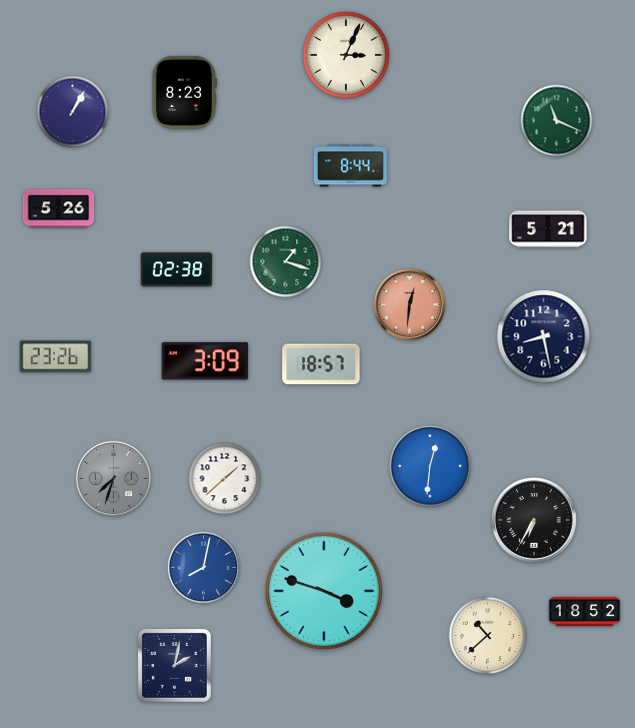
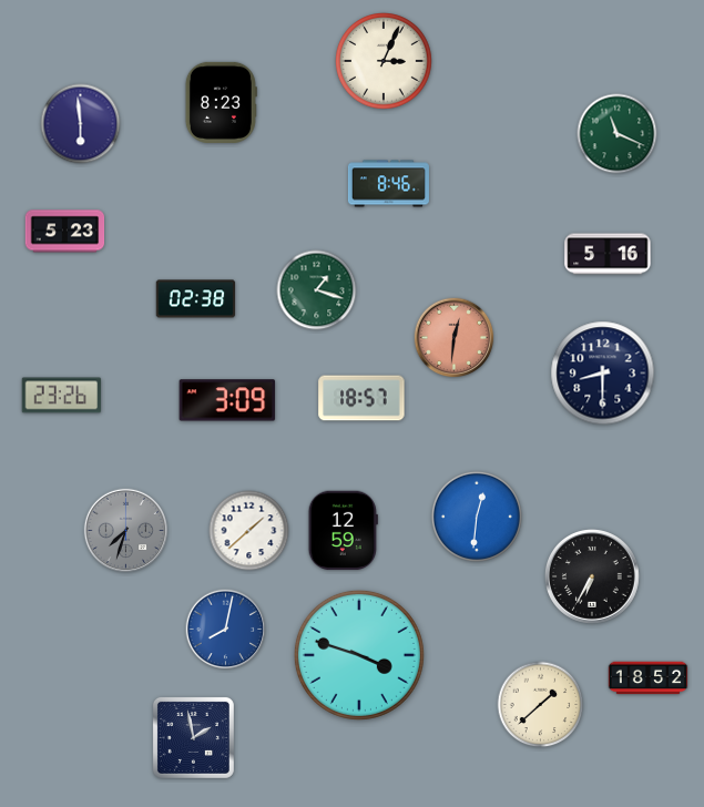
clock at (184, 92) position: (184, 92) -> (221, 102)
clock at (73, 112): 1:05 -> 5:59
clock at (350, 166): 8:44 -> 8:46
clock at (59, 209): 5:26 -> 5:23
clock at (548, 229): 5:21 -> 5:16
clock at (544, 337): 8:28 -> 8:30
clock at (321, 364) position: (321, 364) -> (361, 398)
clock at (343, 531): none -> 12:59
clock at (488, 636): 10:38 -> 1:38
clock at (174, 665): 2:02 -> 1:58
